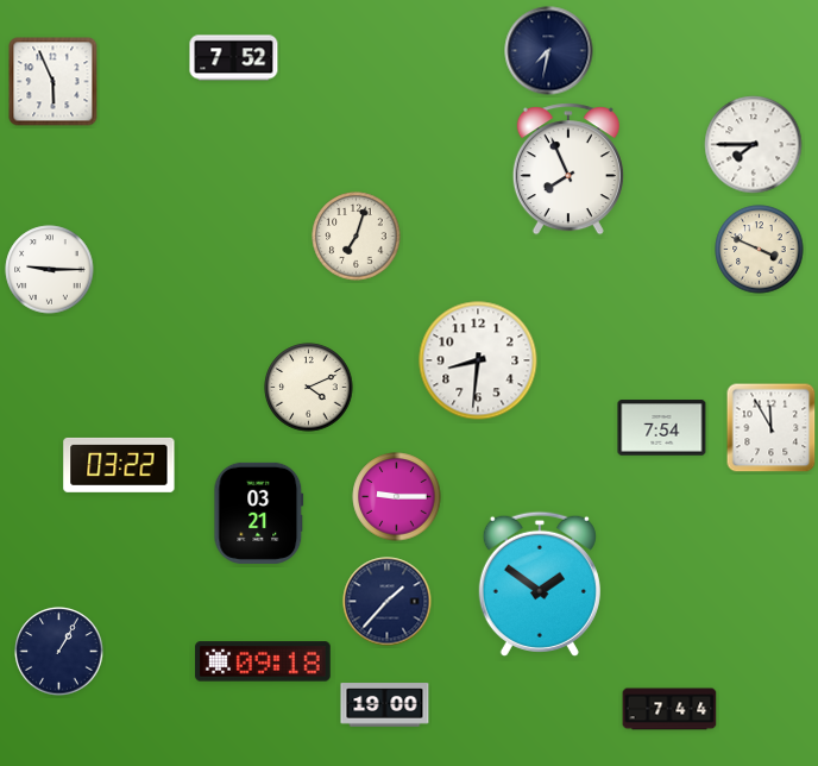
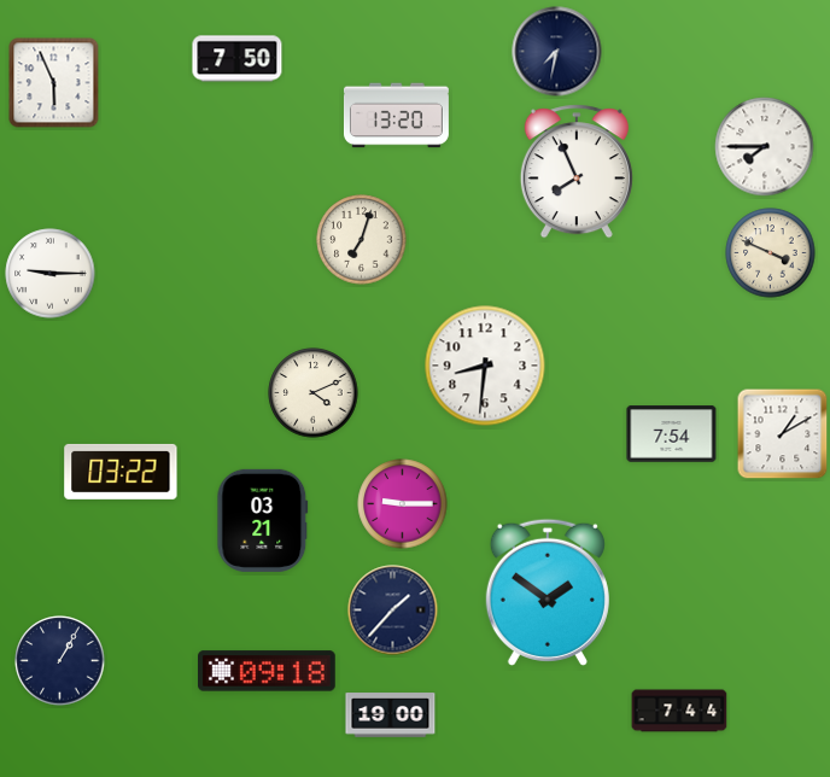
clock at (234, 58): 7:52 -> 7:50
clock at (396, 116): none -> 13:20
clock at (772, 428): 11:55 -> 1:10
clock at (669, 709) position: (669, 709) -> (679, 711)
